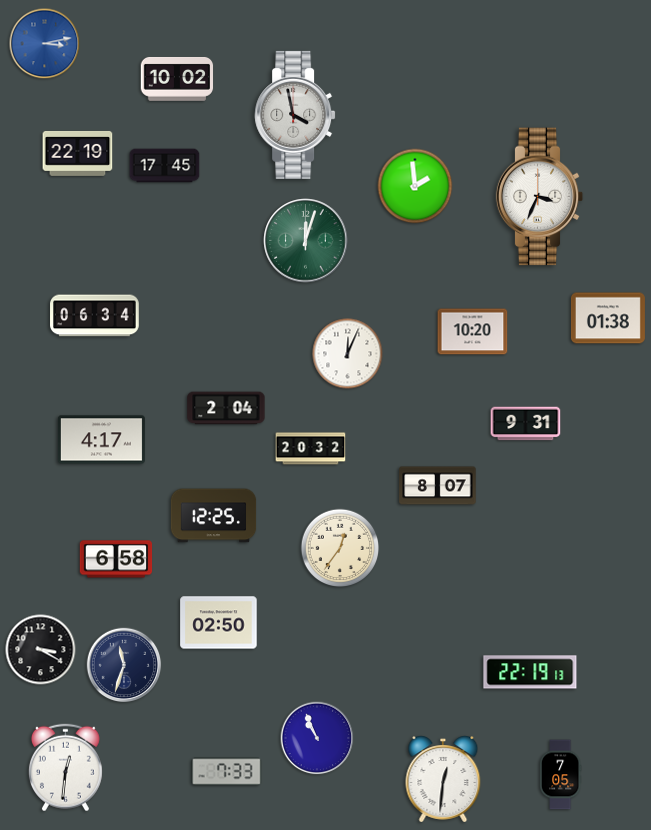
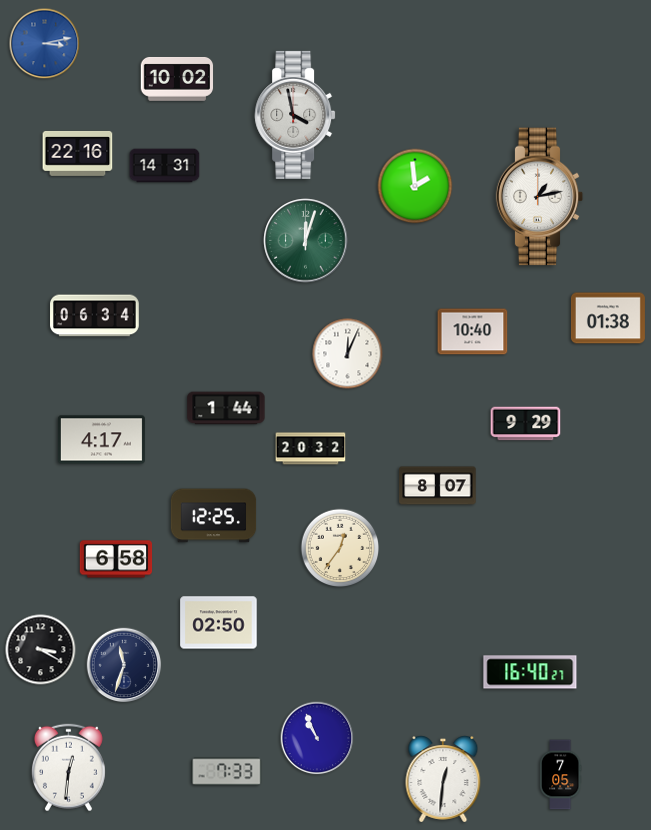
clock at (78, 153): 22:19 -> 22:16
clock at (165, 166): 17:45 -> 14:31
clock at (540, 197): 3:34 -> 1:13
clock at (473, 332): 10:20 -> 10:40
clock at (226, 408): 2:04 -> 1:44
clock at (526, 424): 9:31 -> 9:29
clock at (530, 672): 22:19 -> 16:40
clock at (65, 768) position: (65, 768) -> (68, 768)
